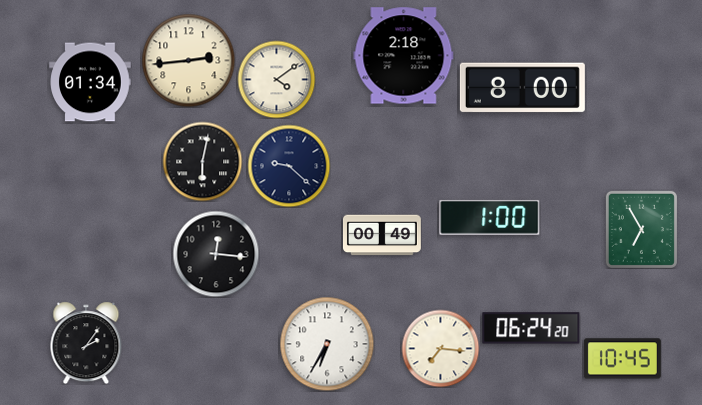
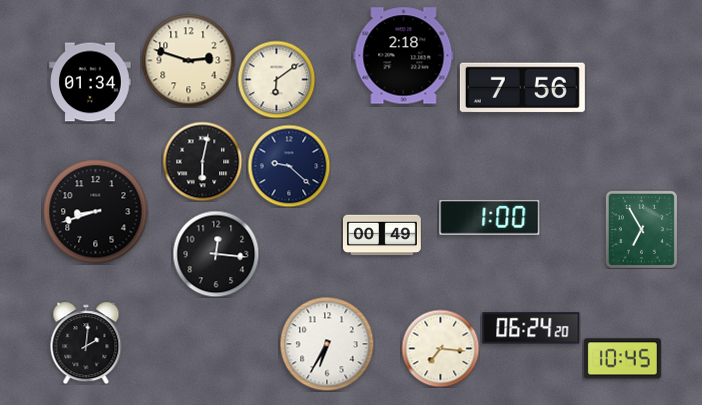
clock at (188, 60): 2:44 -> 2:48
clock at (276, 79): 4:09 -> 6:09
clock at (522, 88): 8:00 -> 7:56
clock at (96, 212): none -> 8:42
clock at (86, 343): 2:06 -> 2:01
